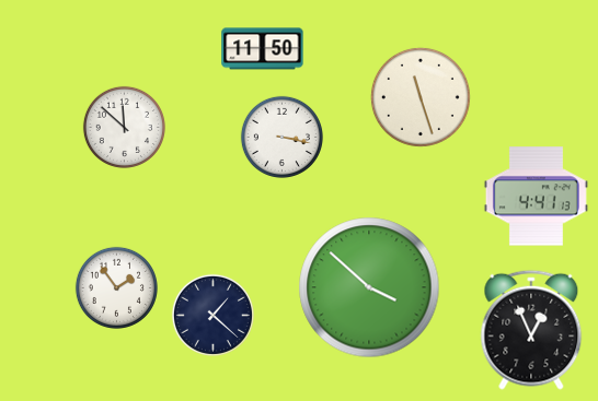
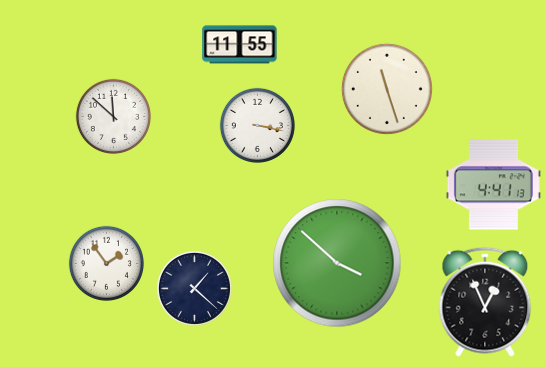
clock at (263, 49): 11:50 -> 11:55
clock at (421, 97) position: (421, 97) -> (387, 89)
clock at (536, 197) position: (536, 197) -> (493, 185)
